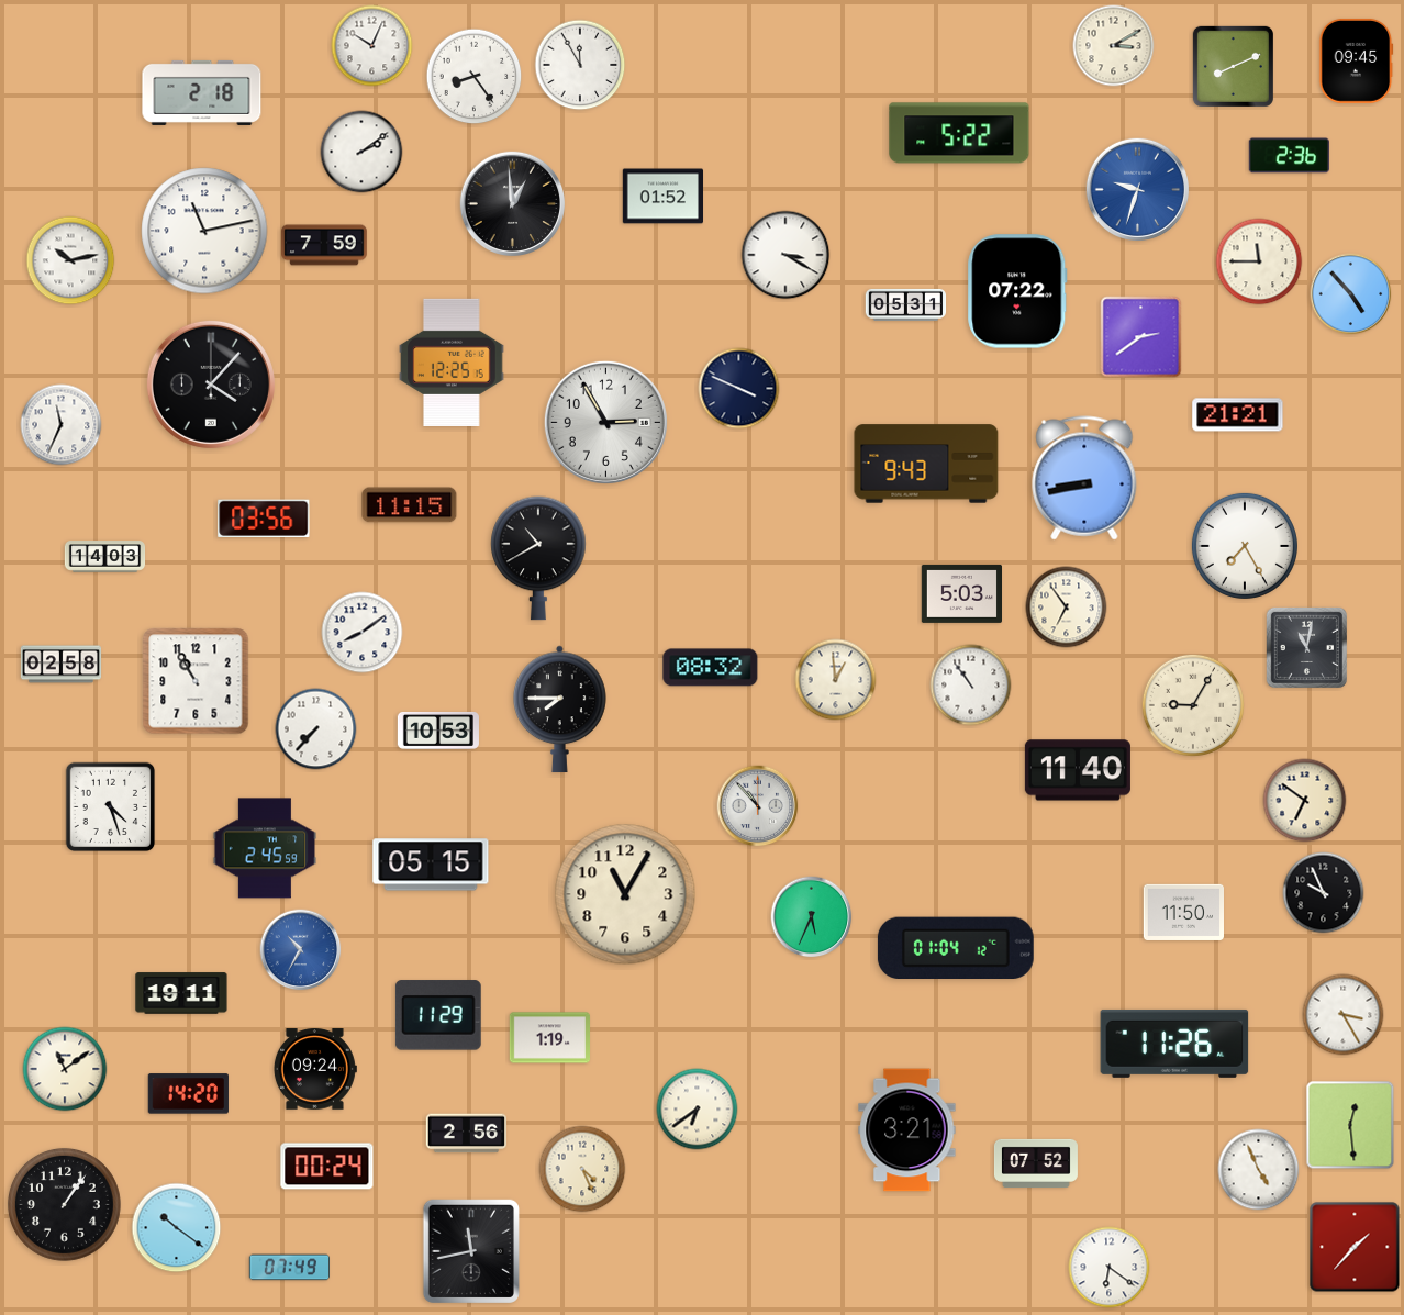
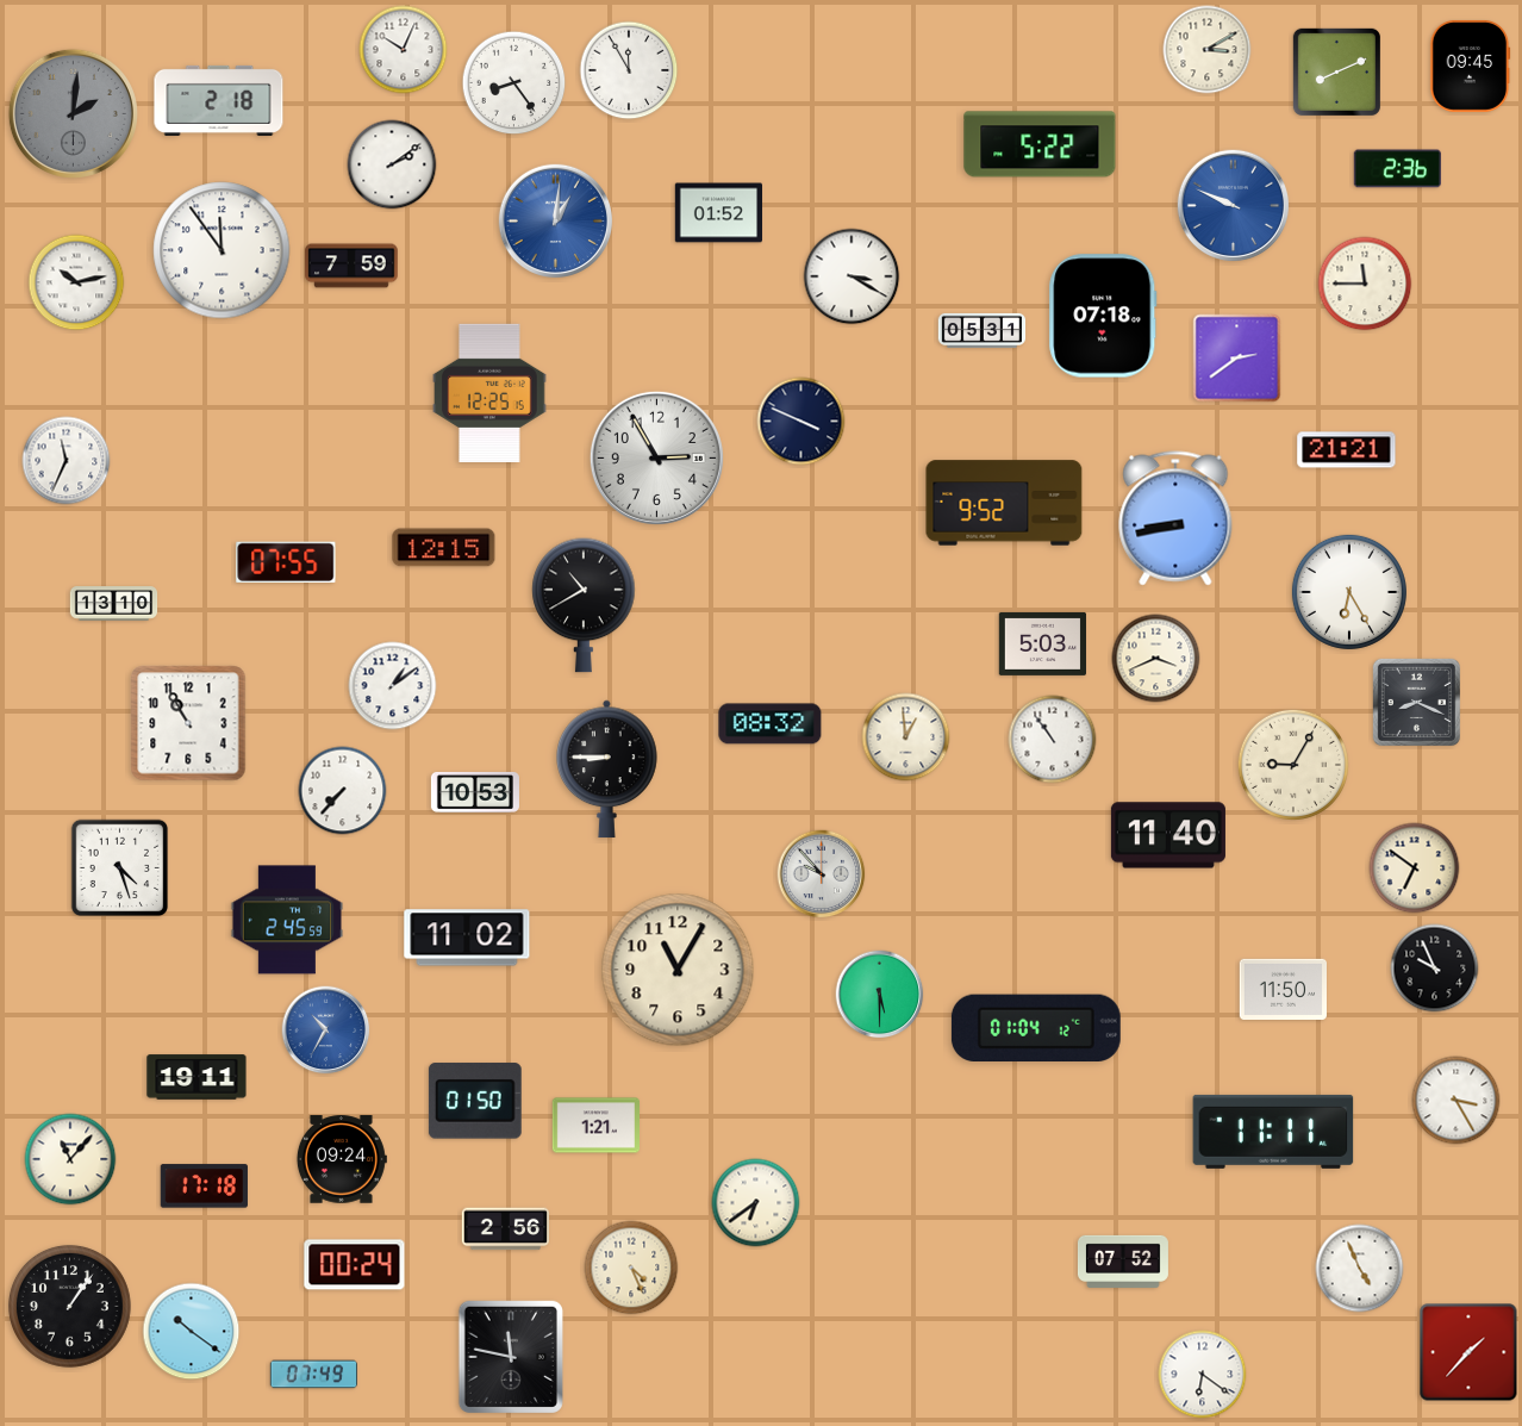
clock at (73, 113): none -> 2:01
clock at (1137, 189): 9:33 -> 9:49
clock at (512, 203): 12:59 -> 1:01
clock at (512, 203) dial: black -> blue
clock at (204, 231): 11:13 -> 11:54
clock at (1017, 291): 07:22 -> 07:18
clock at (1351, 294): 4:53 -> none
clock at (1141, 337) position: (1141, 337) -> (1237, 359)
clock at (211, 385): 4:07 -> none
clock at (1238, 415) position: (1238, 415) -> (1347, 450)
clock at (926, 464): 9:43 -> 9:52
clock at (410, 505): 11:15 -> 12:15
clock at (264, 519): 03:56 -> 07:55
clock at (1245, 546): 7:25 -> 6:25
clock at (105, 557): 14:03 -> 13:10
clock at (1067, 608): 6:54 -> 3:41
clock at (363, 633): 8:09 -> 1:09
clock at (1306, 647): 11:02 -> 8:19
clock at (62, 665): 02:58 -> none
clock at (196, 681) position: (196, 681) -> (188, 723)
clock at (971, 686) position: (971, 686) -> (1053, 740)
clock at (560, 710): 7:45 -> 8:45
clock at (758, 806): 10:53 -> 9:53
clock at (111, 807) position: (111, 807) -> (120, 868)
clock at (431, 865): 05:15 -> 11:02
clock at (812, 917): 5:34 -> 5:30
clock at (438, 1015): 11:29 -> 01:50
clock at (550, 1038): 1:19 -> 1:21
clock at (1174, 1044): 11:26 -> 11:11
clock at (65, 1069): 11:09 -> 11:07
clock at (188, 1094): 14:20 -> 17:18
clock at (1350, 1125): 12:29 -> none
clock at (907, 1130): 3:21 -> none
clock at (1259, 1170) position: (1259, 1170) -> (1360, 1269)
clock at (471, 1250): 11:43 -> 11:47
